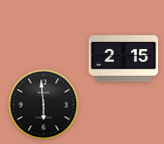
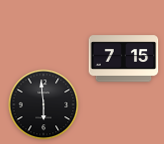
clock at (124, 59): 2:15 -> 7:15
